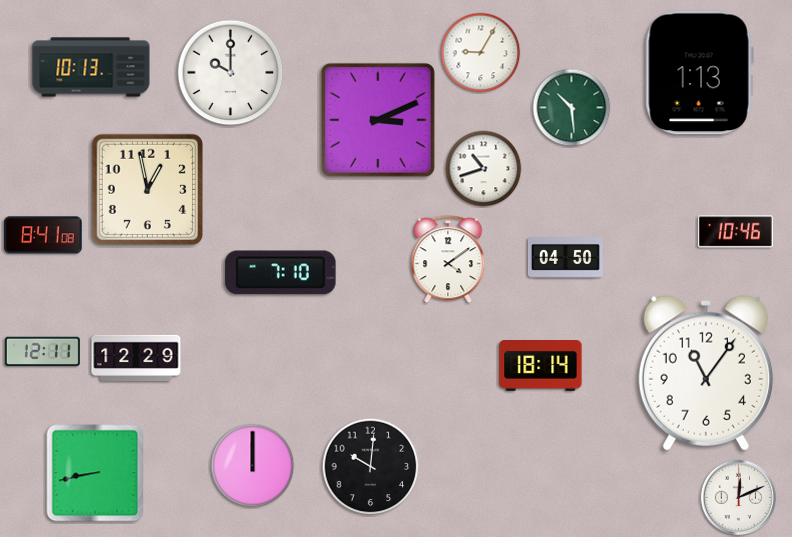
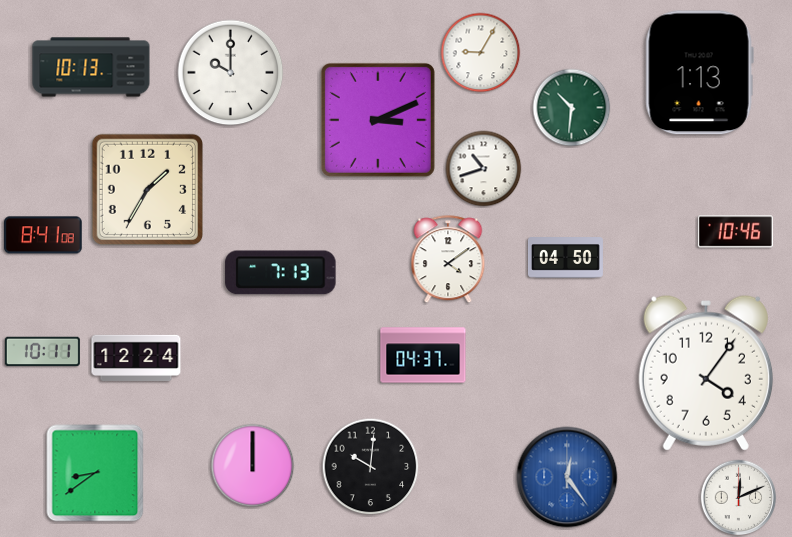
clock at (572, 108): 10:29 -> 10:31
clock at (147, 189): 12:58 -> 1:35
clock at (281, 273): 7:10 -> 7:13
clock at (42, 352): 12:11 -> 10:11
clock at (423, 355): none -> 04:37
clock at (136, 357): 12:29 -> 12:24
clock at (541, 366): 18:14 -> none
clock at (706, 373): 11:06 -> 4:06
clock at (95, 473): 8:43 -> 8:39
clock at (567, 477): none -> 12:24
